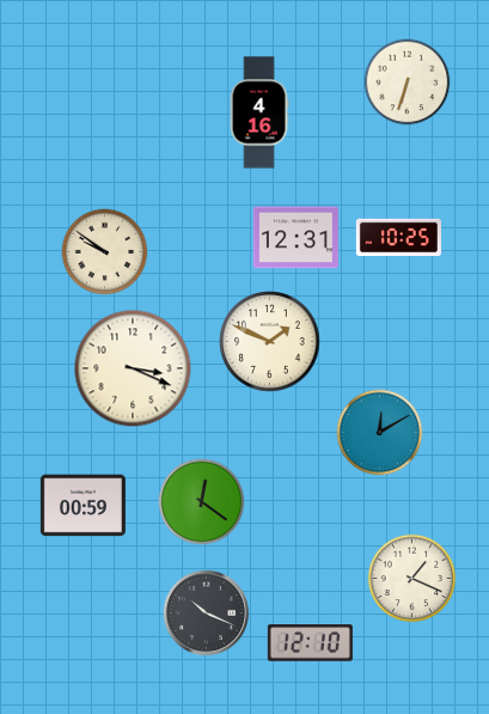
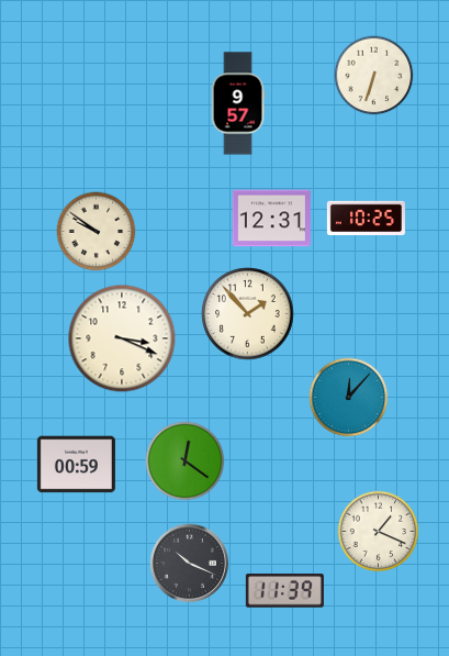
clock at (259, 112): 4:16 -> 9:57
clock at (270, 342): 1:49 -> 1:53
clock at (380, 433): 12:10 -> 12:07
clock at (310, 643): 12:10 -> 11:39
